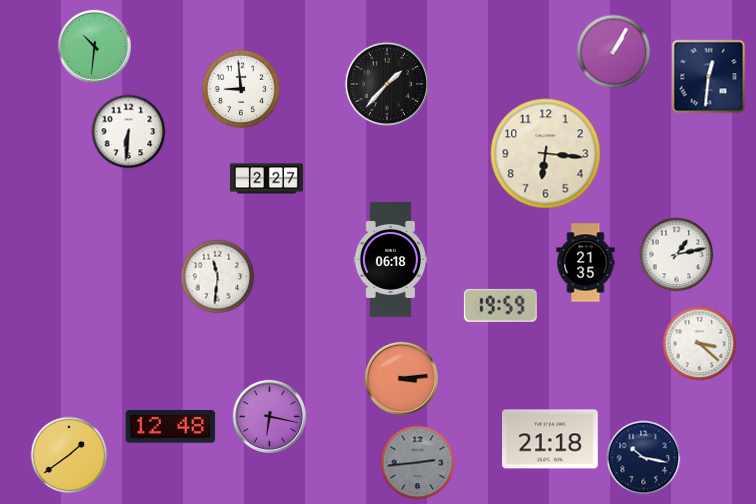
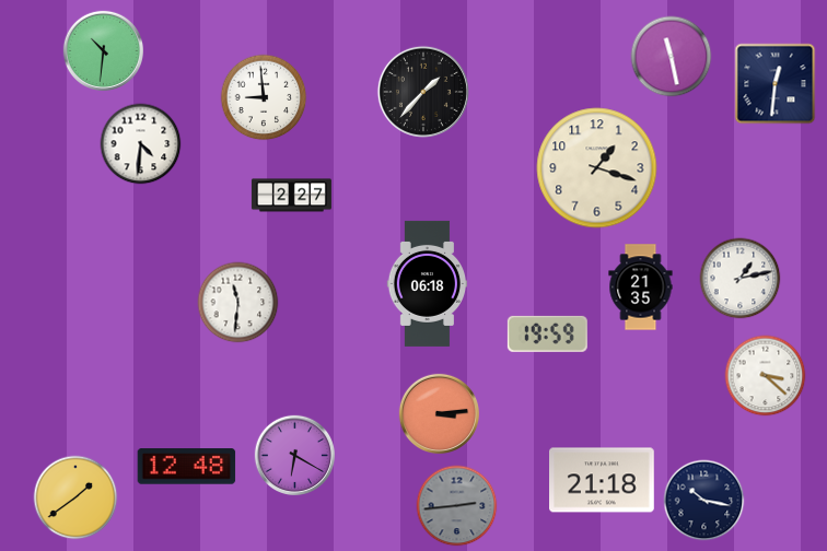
clock at (614, 52): 1:05 -> 11:28
clock at (129, 132): 6:31 -> 4:31
clock at (546, 154): 6:16 -> 1:18
clock at (269, 416): 6:17 -> 6:20
